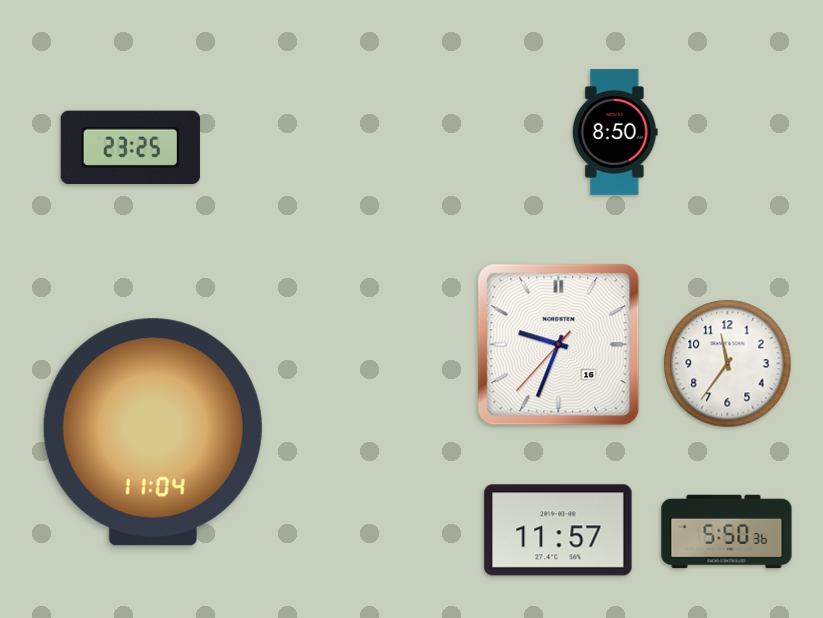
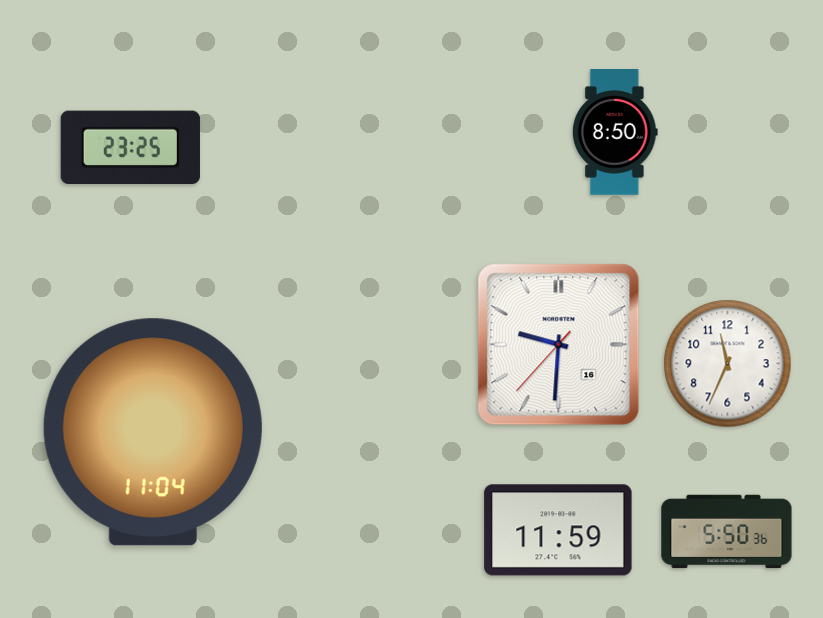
clock at (559, 345): 9:33 -> 9:30
clock at (728, 364): 11:36 -> 11:34
clock at (558, 530): 11:57 -> 11:59
